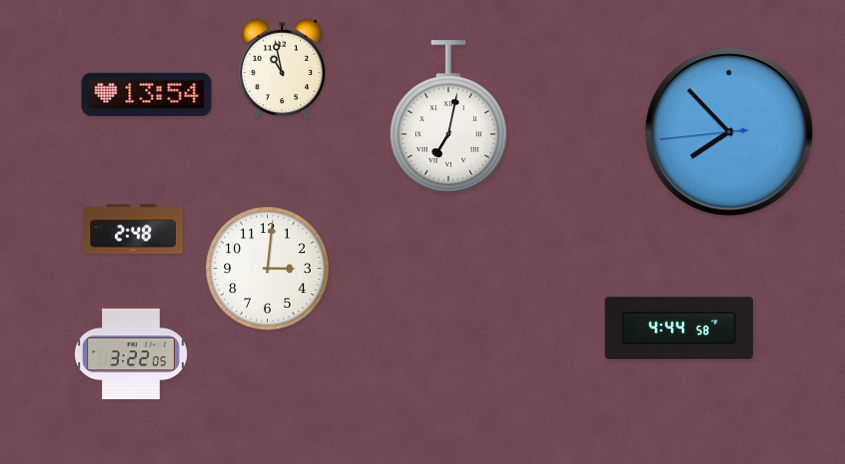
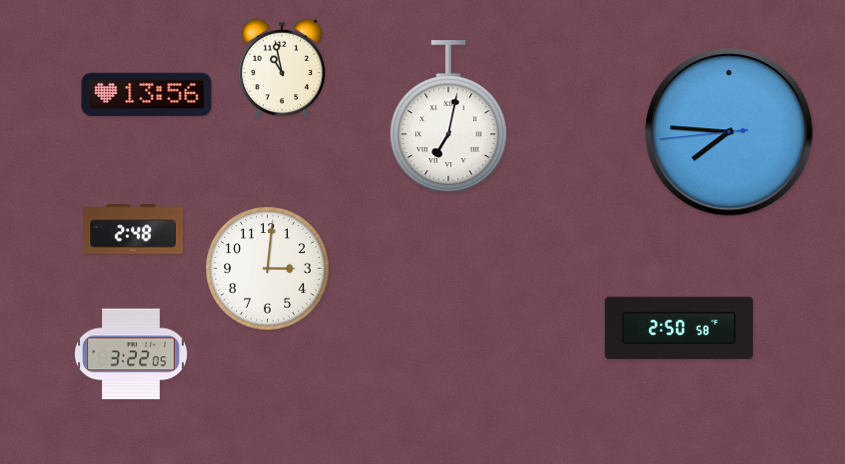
clock at (147, 94): 13:54 -> 13:56
clock at (729, 132): 7:52 -> 7:45
clock at (679, 327): 4:44 -> 2:50
